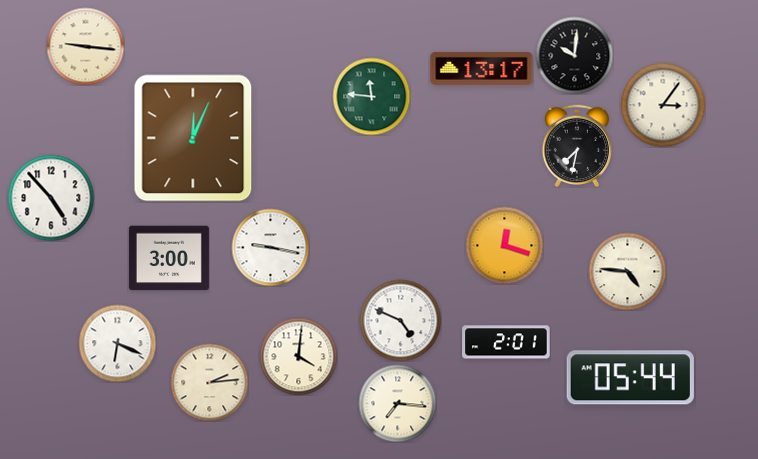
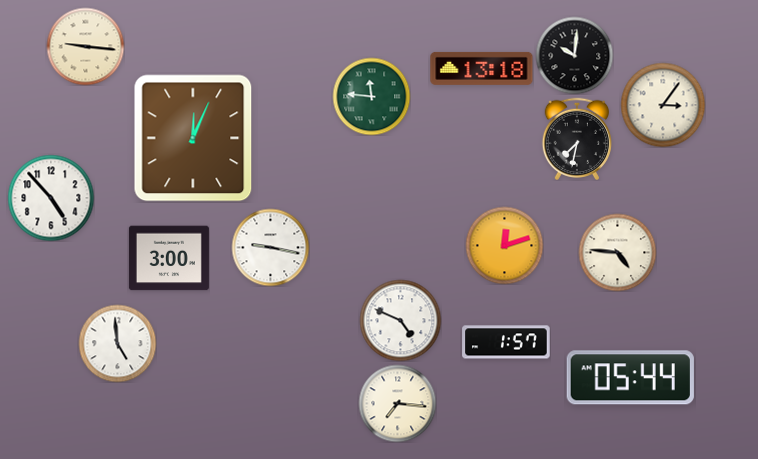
clock at (482, 68): 13:17 -> 13:18
clock at (576, 145) position: (576, 145) -> (576, 138)
clock at (504, 245): 12:18 -> 12:12
clock at (627, 271) position: (627, 271) -> (617, 252)
clock at (506, 342): 2:01 -> 1:57
clock at (117, 343): 6:19 -> 4:59
clock at (298, 356): 4:01 -> none
clock at (209, 382): 2:14 -> none
